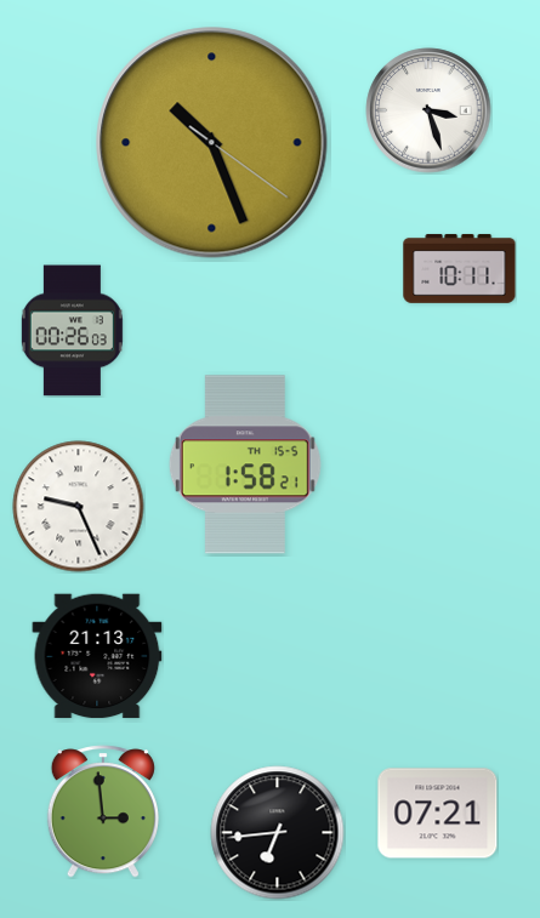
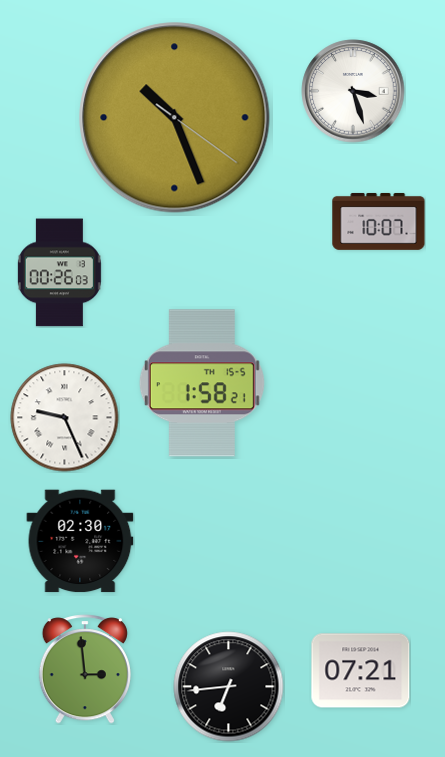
clock at (460, 268): 10:11 -> 10:07
clock at (97, 656): 21:13 -> 02:30
